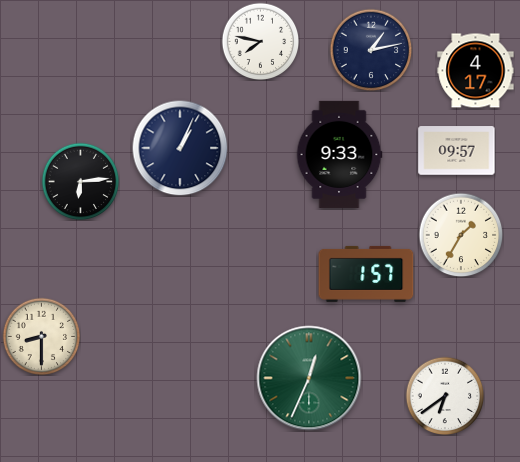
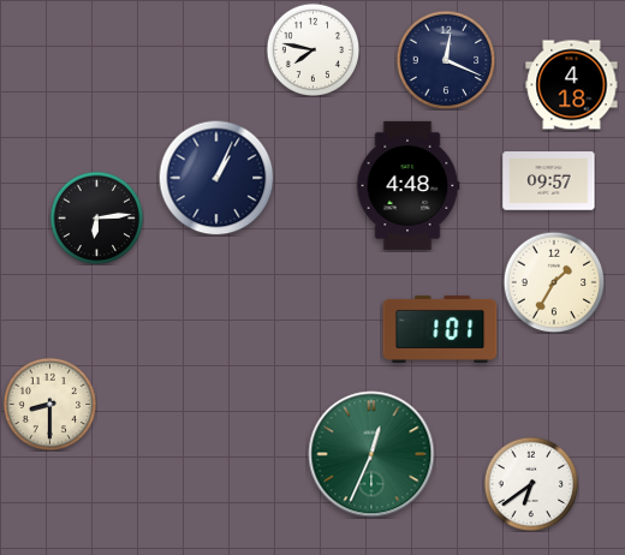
clock at (371, 50): 1:13 -> 12:19
clock at (476, 71): 4:17 -> 4:18
clock at (339, 154): 9:33 -> 4:48
clock at (366, 274): 1:57 -> 1:01
clock at (445, 396) position: (445, 396) -> (531, 484)
